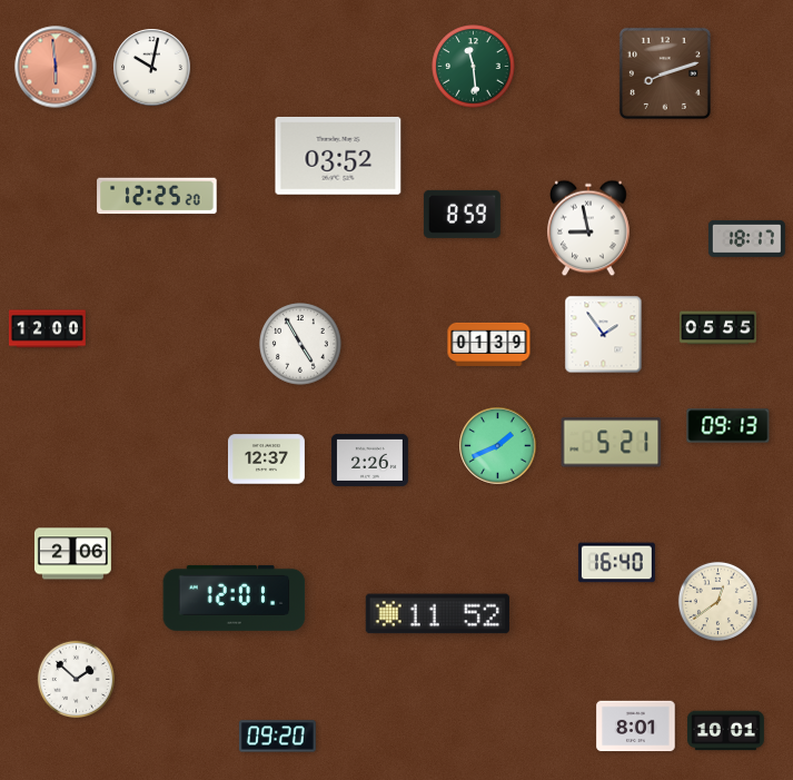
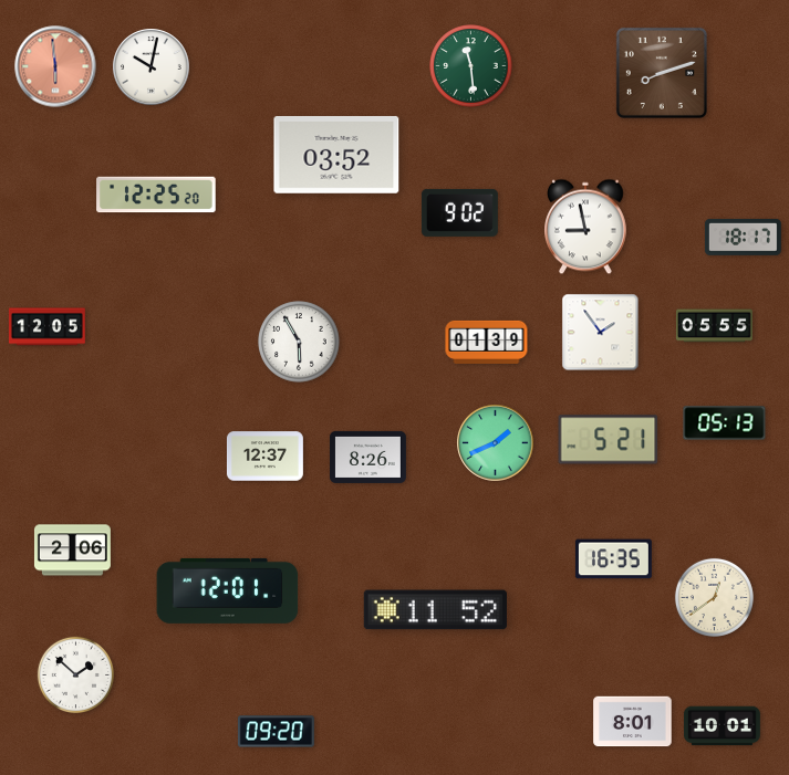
clock at (462, 214): 8:59 -> 9:02
clock at (47, 329): 12:00 -> 12:05
clock at (300, 344): 4:55 -> 5:55
clock at (728, 426): 09:13 -> 05:13
clock at (369, 460): 2:26 -> 8:26
clock at (616, 563): 16:40 -> 16:35
clock at (235, 598) position: (235, 598) -> (228, 590)
